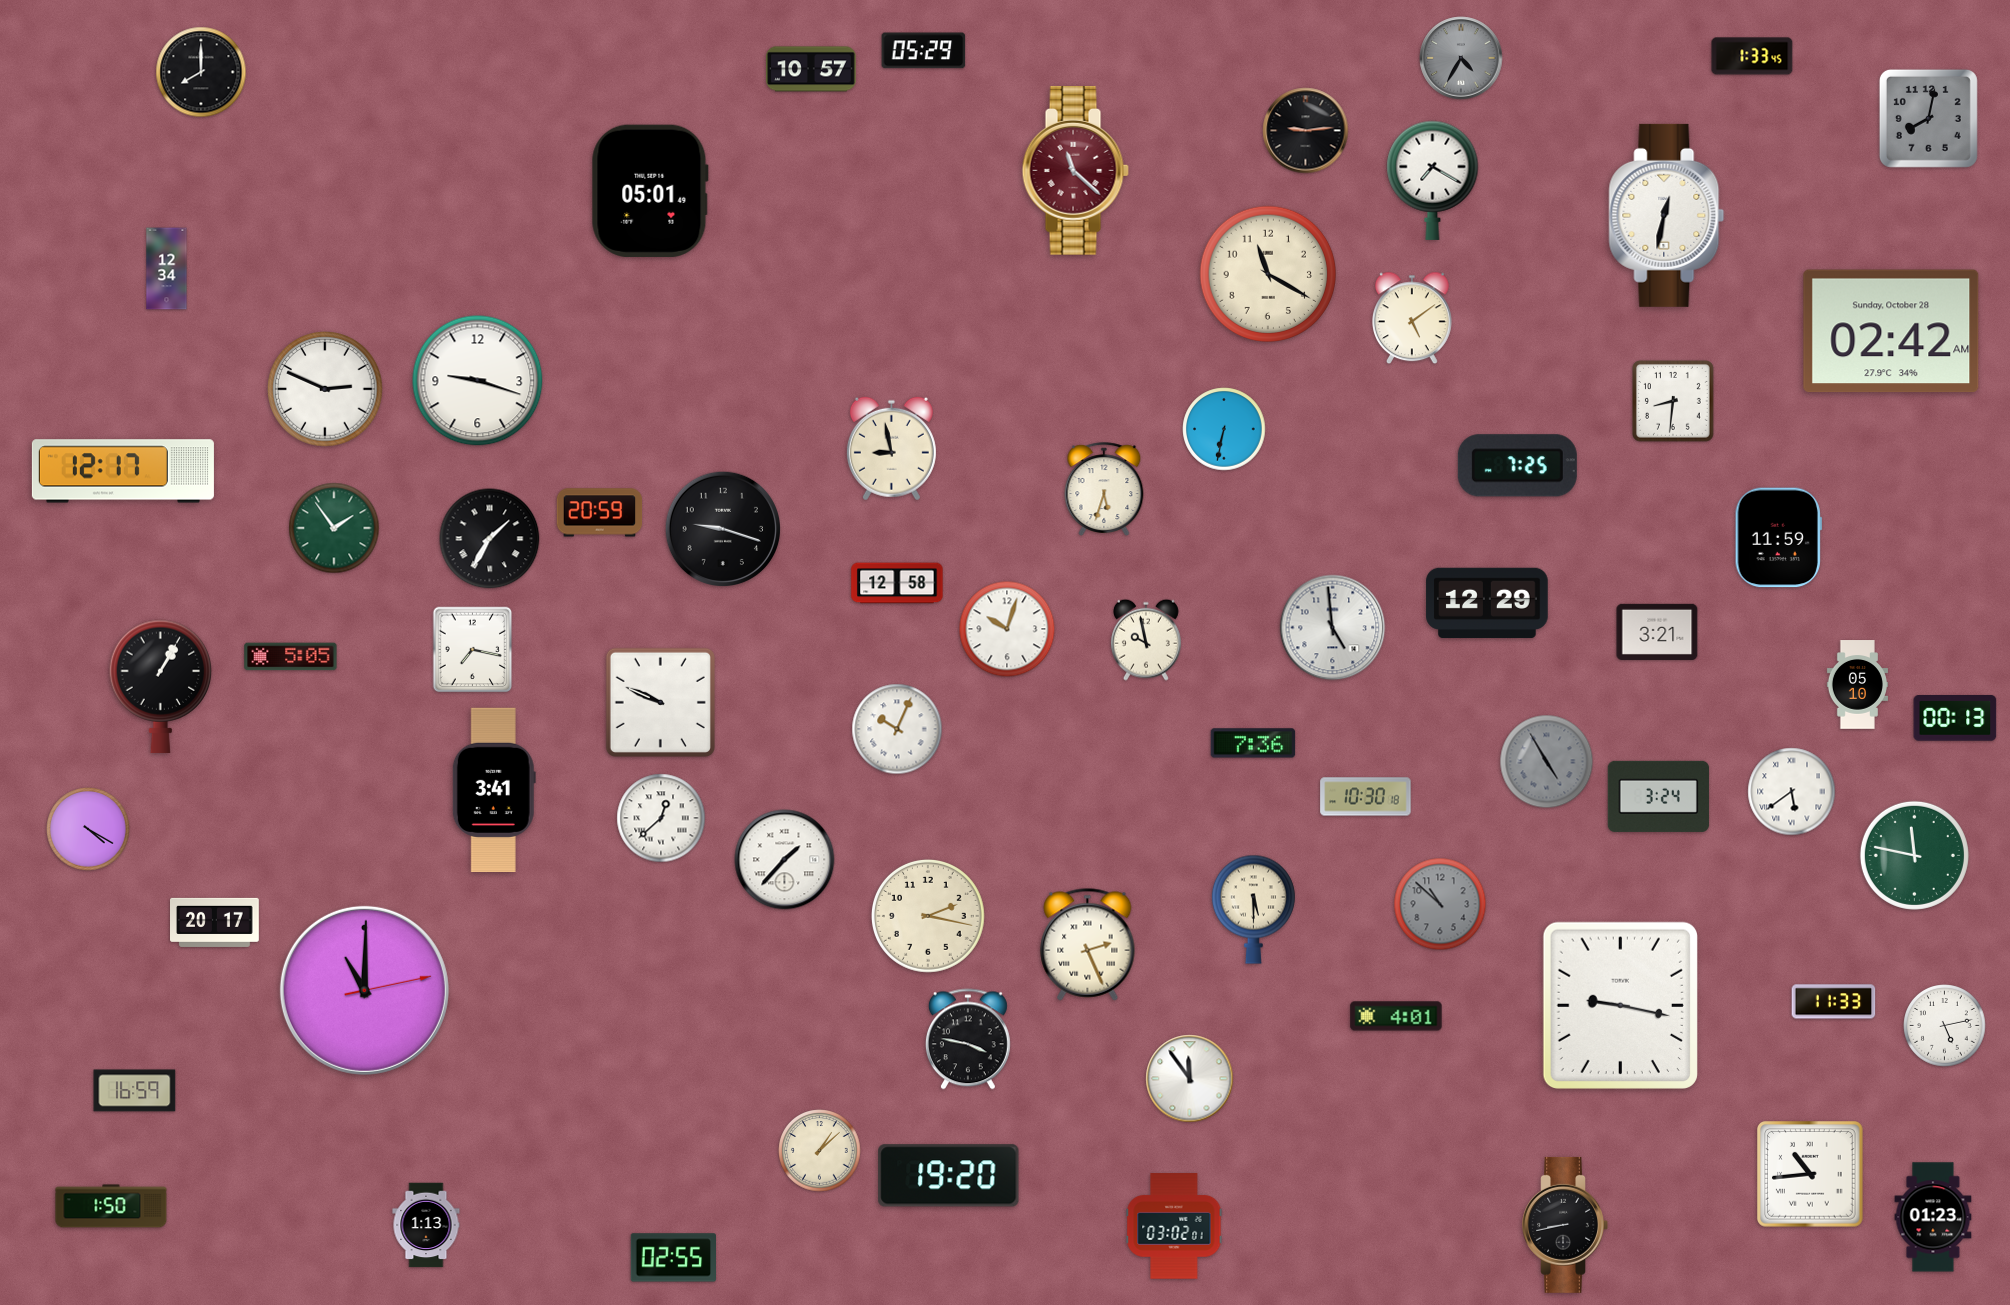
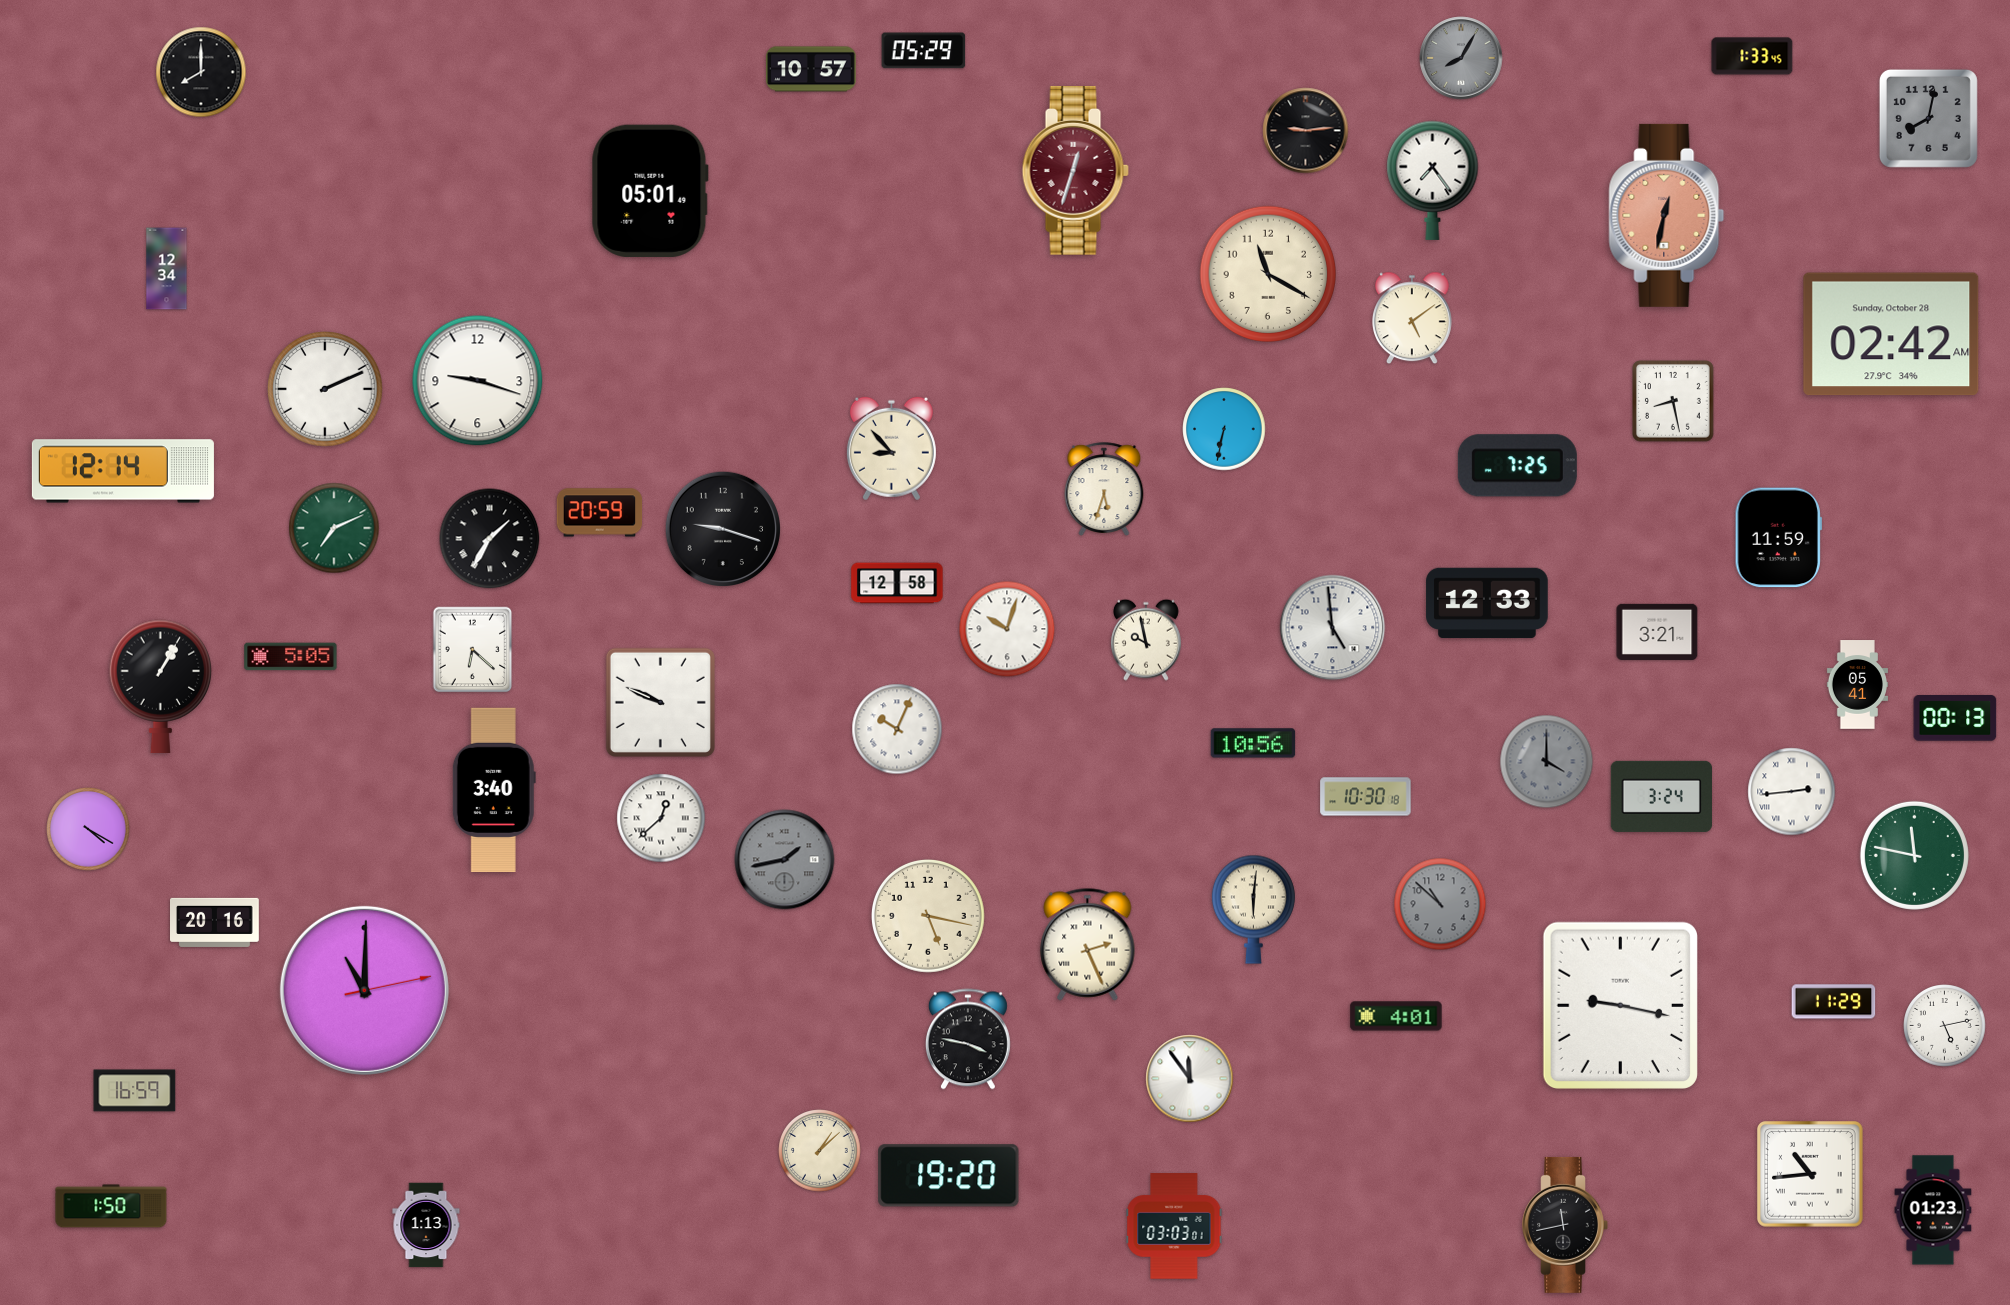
clock at (1461, 58): 4:35 -> 8:05
clock at (1075, 170): 11:22 -> 12:33
clock at (1433, 180): 7:20 -> 7:24
clock at (1667, 215) dial: white -> salmon
clock at (1891, 331) position: (1891, 331) -> (1891, 334)
clock at (325, 389): 2:49 -> 2:11
clock at (1674, 402): 8:31 -> 8:28
clock at (891, 449): 8:58 -> 8:53
clock at (123, 471): 12:17 -> 12:14
clock at (334, 528): 1:54 -> 7:11
clock at (1487, 603): 12:29 -> 12:33
clock at (473, 650): 7:17 -> 6:22
clock at (1857, 685): 05:10 -> 05:41
clock at (1253, 743): 7:36 -> 10:56
clock at (1547, 762): 4:55 -> 4:00
clock at (494, 789): 3:41 -> 3:40
clock at (1792, 792): 5:39 -> 2:44
clock at (1658, 796) position: (1658, 796) -> (1661, 796)
clock at (785, 860): 1:37 -> 1:43
clock at (785, 860) dial: white -> grey
clock at (1253, 909): 5:30 -> 6:01
clock at (928, 916): 2:17 -> 5:17
clock at (215, 922): 20:17 -> 20:16
clock at (1834, 1002): 11:33 -> 11:29
clock at (1933, 1217) position: (1933, 1217) -> (1933, 1210)
clock at (1565, 1225): 8:43 -> 11:43
clock at (1174, 1226): 03:02 -> 03:03
clock at (674, 1258): 02:55 -> none
